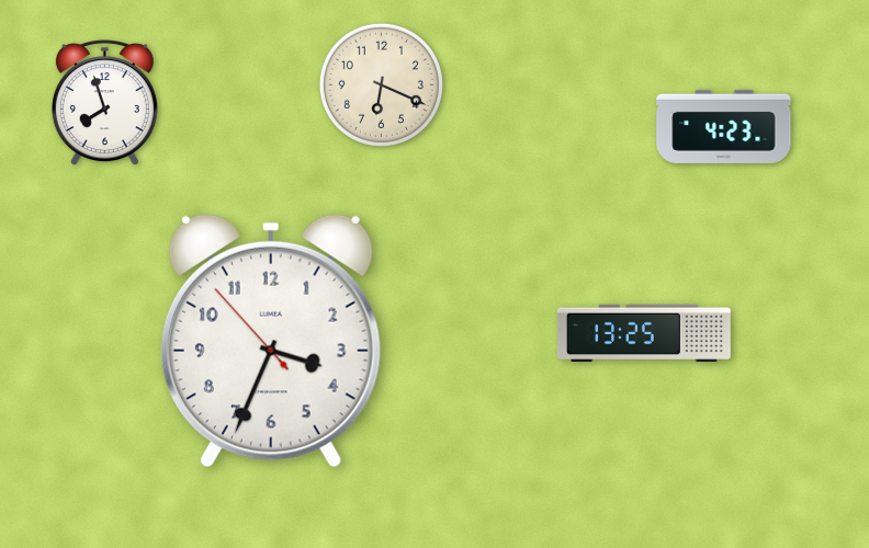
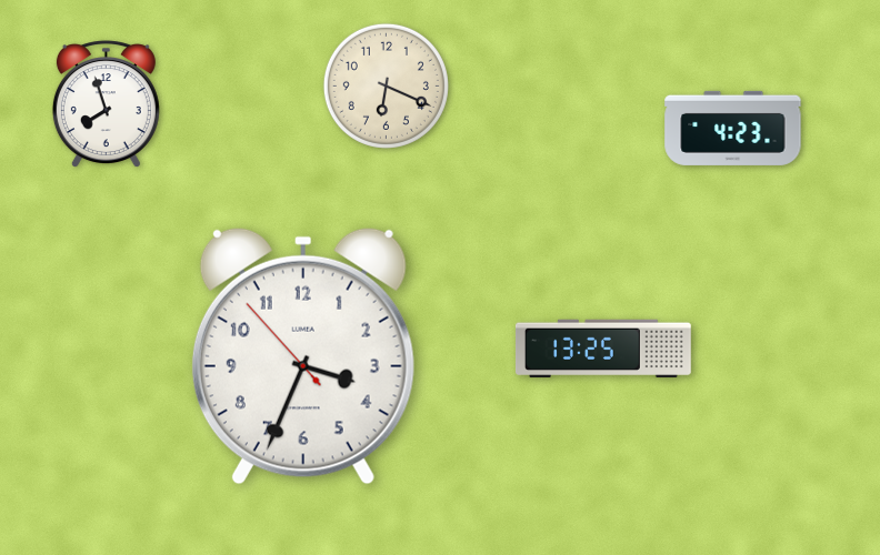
clock at (644, 333) position: (644, 333) -> (603, 349)
clock at (271, 341) position: (271, 341) -> (303, 356)
